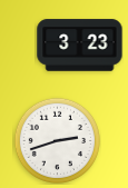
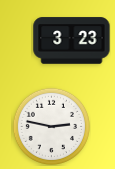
clock at (57, 140): 2:42 -> 2:47
